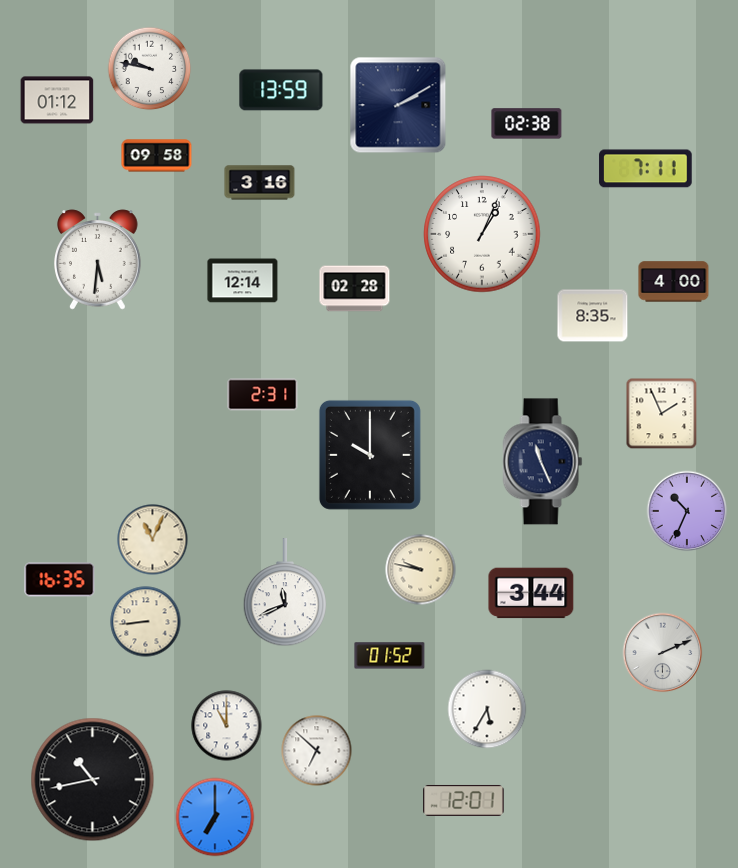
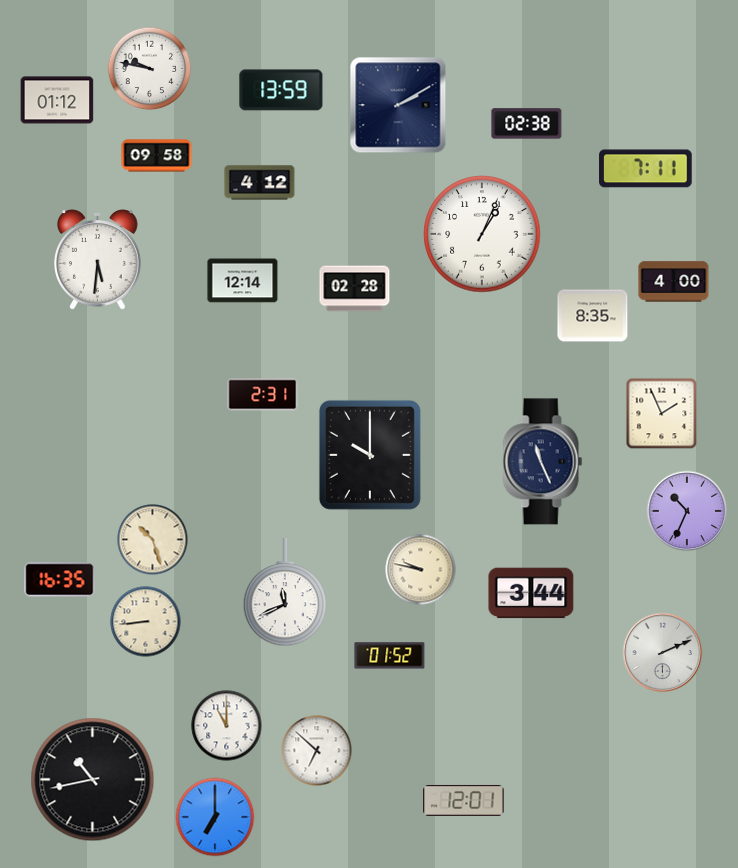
clock at (260, 183): 3:16 -> 4:12
clock at (153, 540): 11:04 -> 10:27
clock at (487, 709): 5:35 -> none
